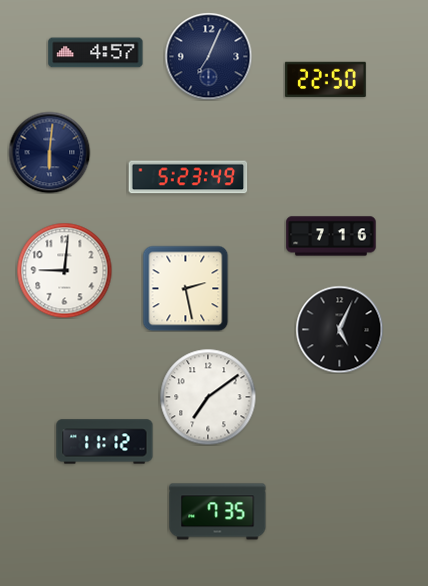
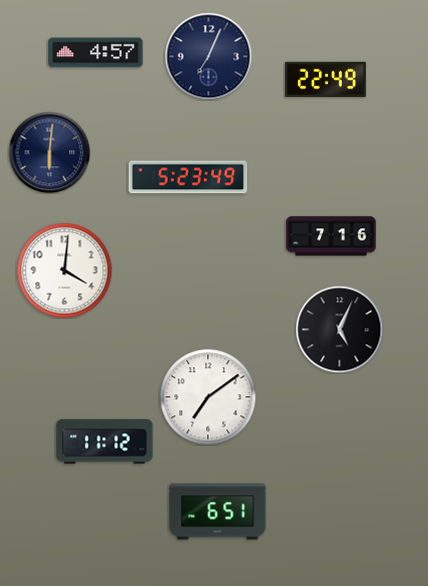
clock at (325, 79): 22:50 -> 22:49
clock at (64, 270): 9:01 -> 4:01
clock at (185, 288): 2:28 -> none
clock at (218, 512): 7:35 -> 6:51
